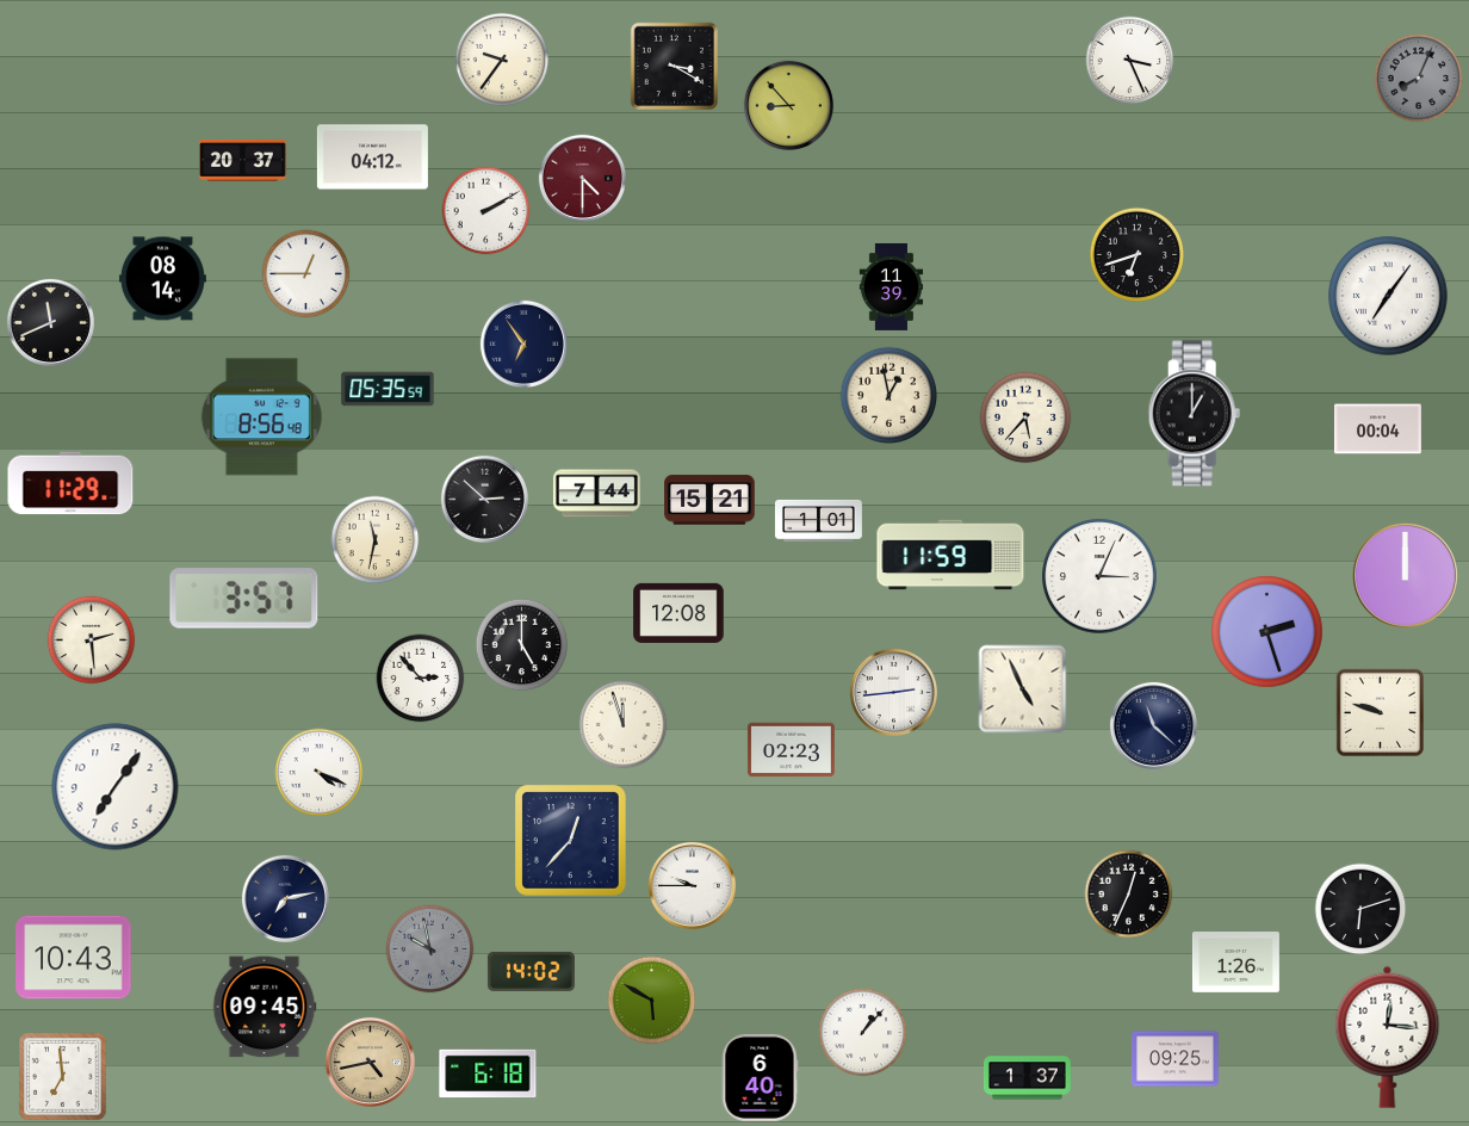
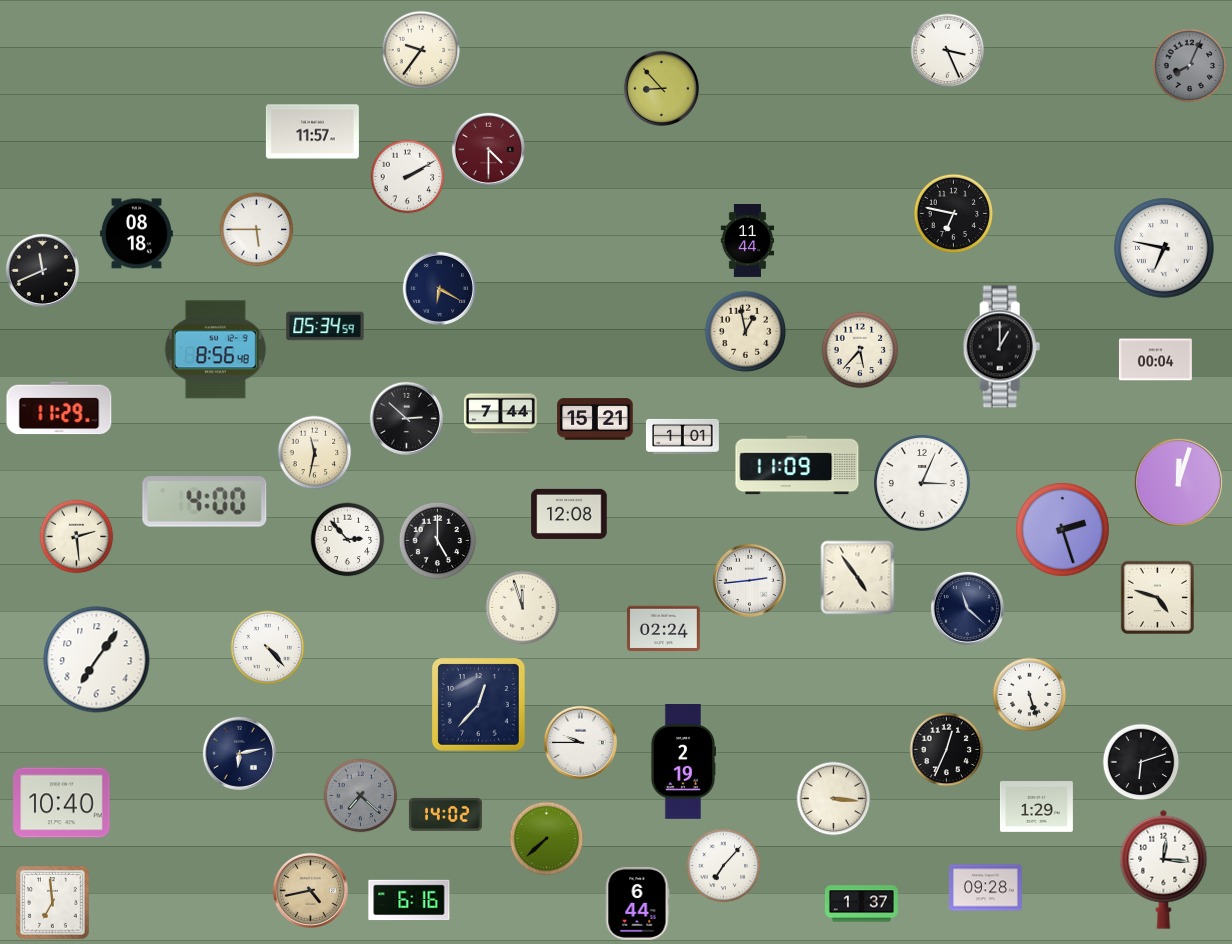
clock at (674, 66): 3:20 -> none
clock at (372, 157): 04:12 -> 11:57
clock at (242, 161): 20:37 -> none
clock at (1138, 255): 6:42 -> 6:47
clock at (306, 274): 12:45 -> 5:45
clock at (162, 279): 08:14 -> 08:18
clock at (892, 286): 11:39 -> 11:44
clock at (1388, 296): 7:06 -> 6:47
clock at (523, 344): 6:54 -> 6:20
clock at (388, 389): 05:35 -> 05:34
clock at (261, 417) position: (261, 417) -> (215, 350)
clock at (70, 483) position: (70, 483) -> (59, 408)
clock at (818, 520) position: (818, 520) -> (682, 436)
clock at (950, 555): 11:59 -> 11:09
clock at (1405, 575): 12:00 -> 12:03
clock at (244, 599): 3:57 -> 4:00
clock at (421, 679) position: (421, 679) -> (348, 540)
clock at (1023, 689): 4:56 -> 4:54
clock at (1380, 712): 9:48 -> 4:48
clock at (791, 750): 02:23 -> 02:24
clock at (320, 773): 4:19 -> 4:23
clock at (1030, 695): none -> 5:27
clock at (285, 898): 7:13 -> 6:13
clock at (682, 762): none -> 2:19
clock at (430, 949): 9:58 -> 7:22
clock at (834, 799): none -> 3:16
clock at (74, 958): 10:43 -> 10:40
clock at (1235, 963): 1:26 -> 1:29
clock at (652, 1001): 5:50 -> 7:38
clock at (265, 1007): 09:45 -> none
clock at (863, 1033): 1:07 -> 7:07
clock at (1174, 1059): 09:25 -> 09:28
clock at (488, 1074): 6:18 -> 6:16
clock at (760, 1077): 6:40 -> 6:44
